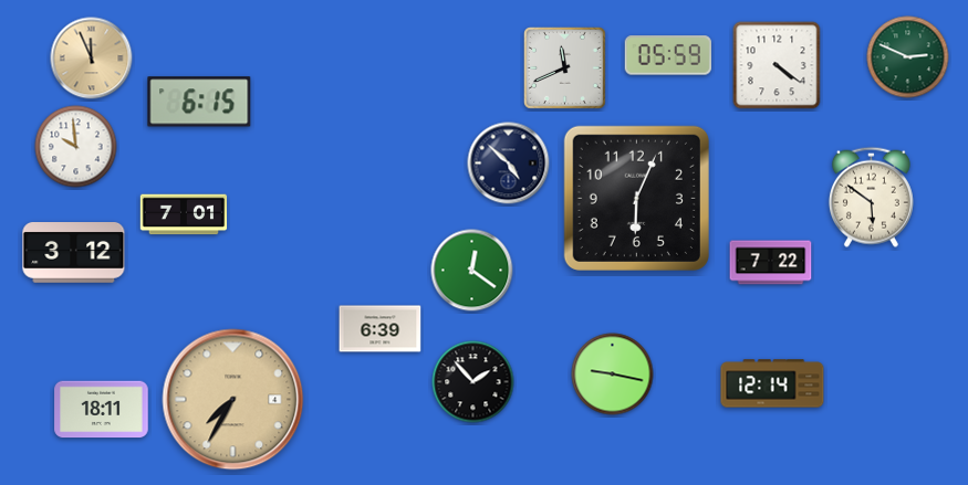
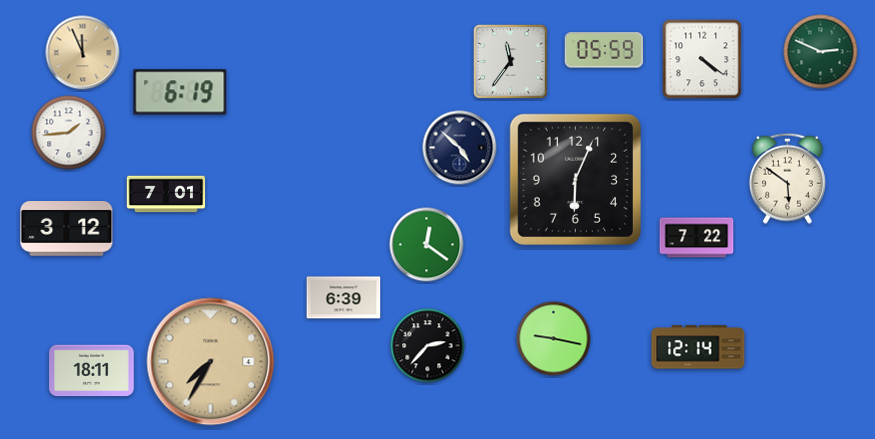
clock at (565, 68): 11:41 -> 11:36
clock at (199, 102): 6:15 -> 6:19
clock at (76, 147): 9:59 -> 1:44
clock at (473, 382): 1:53 -> 2:37
